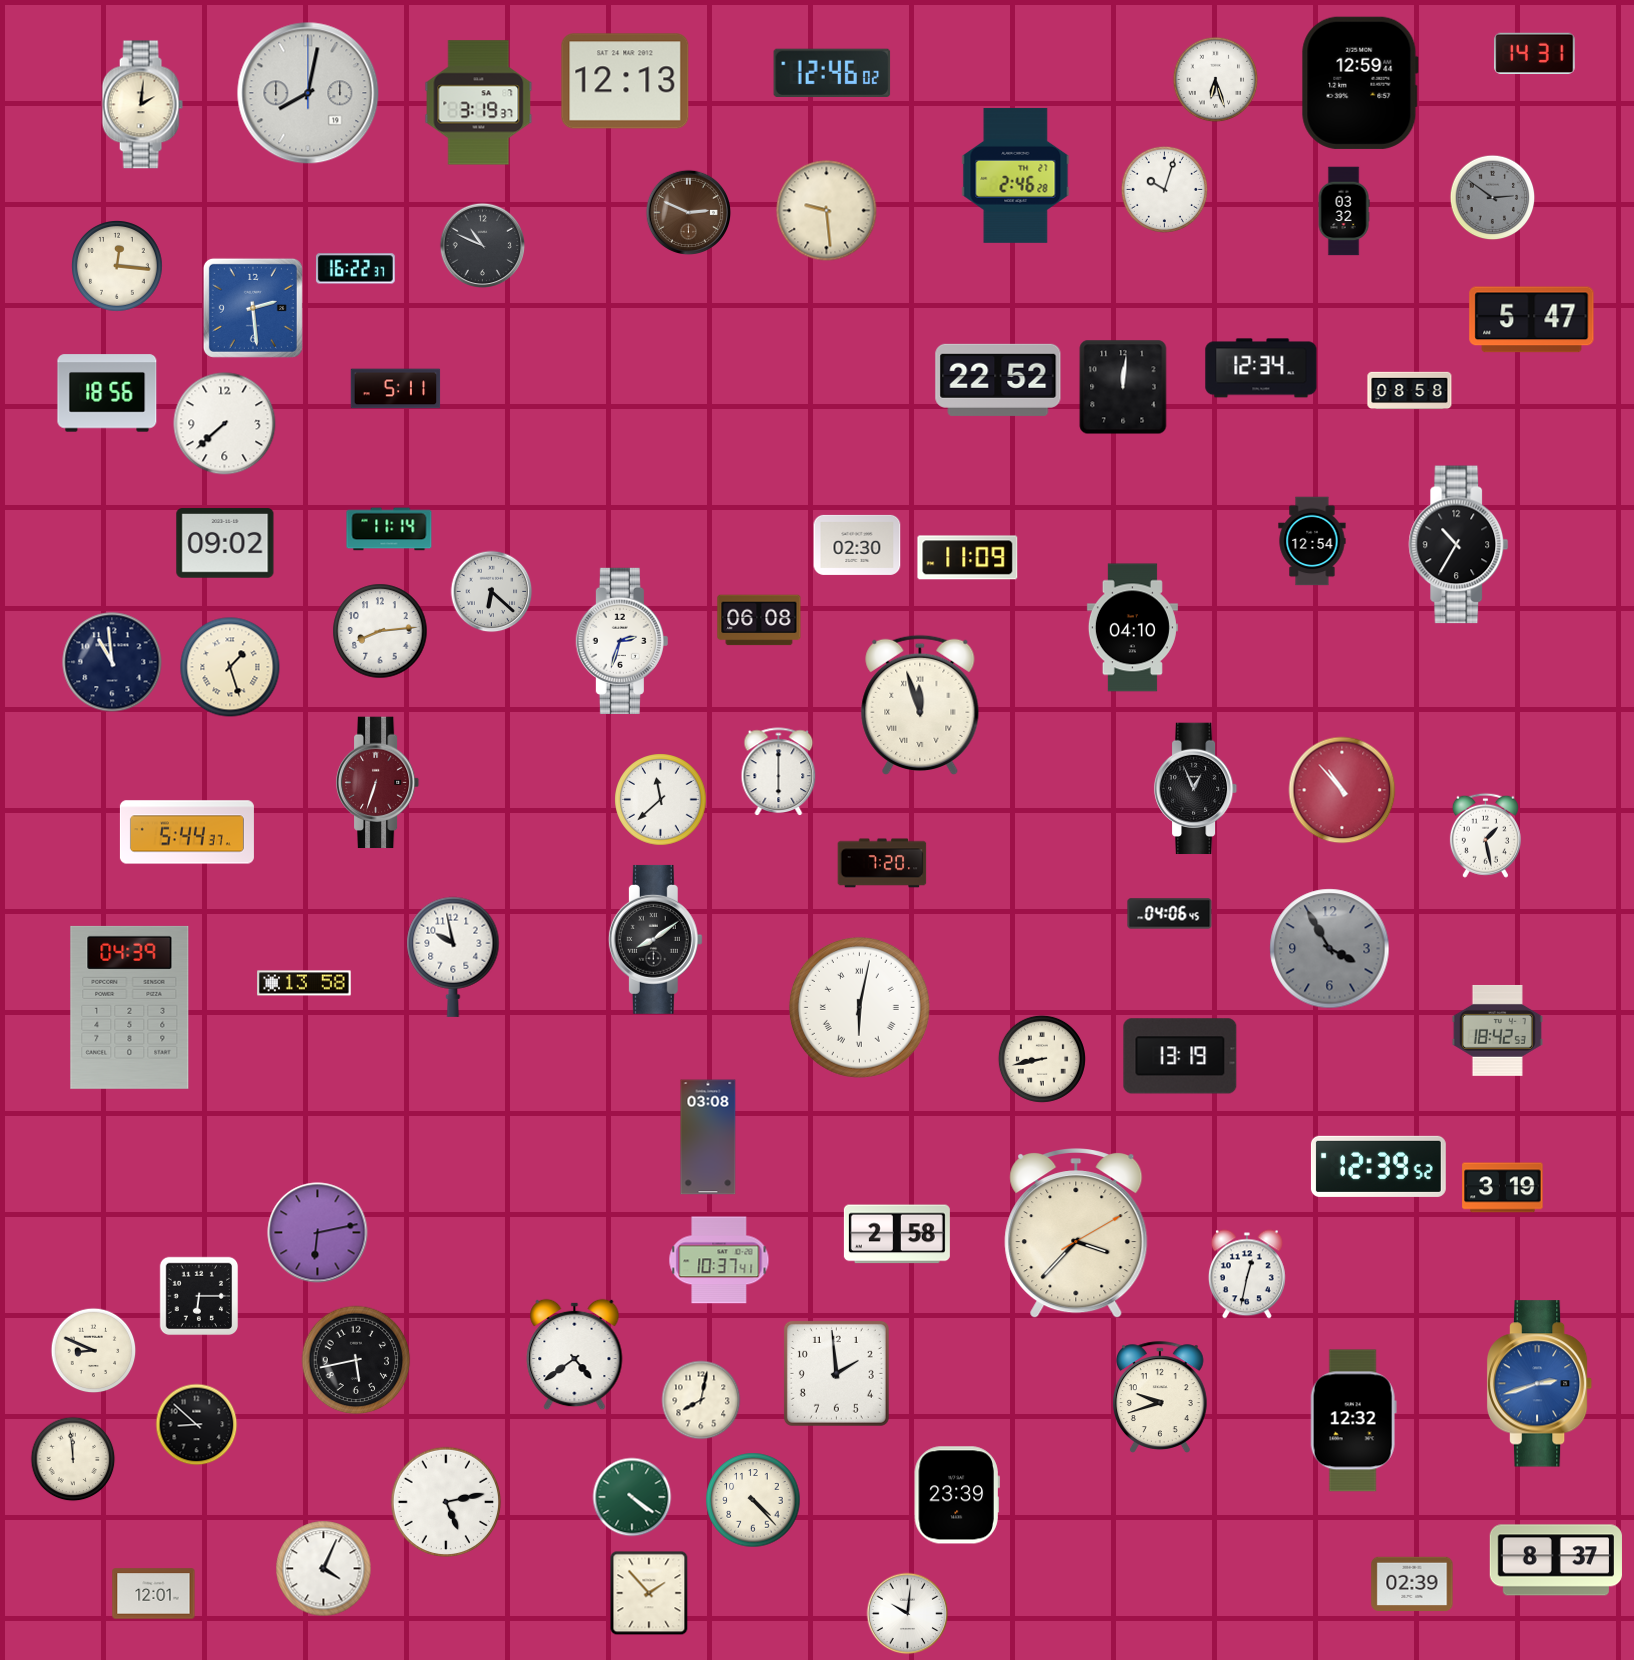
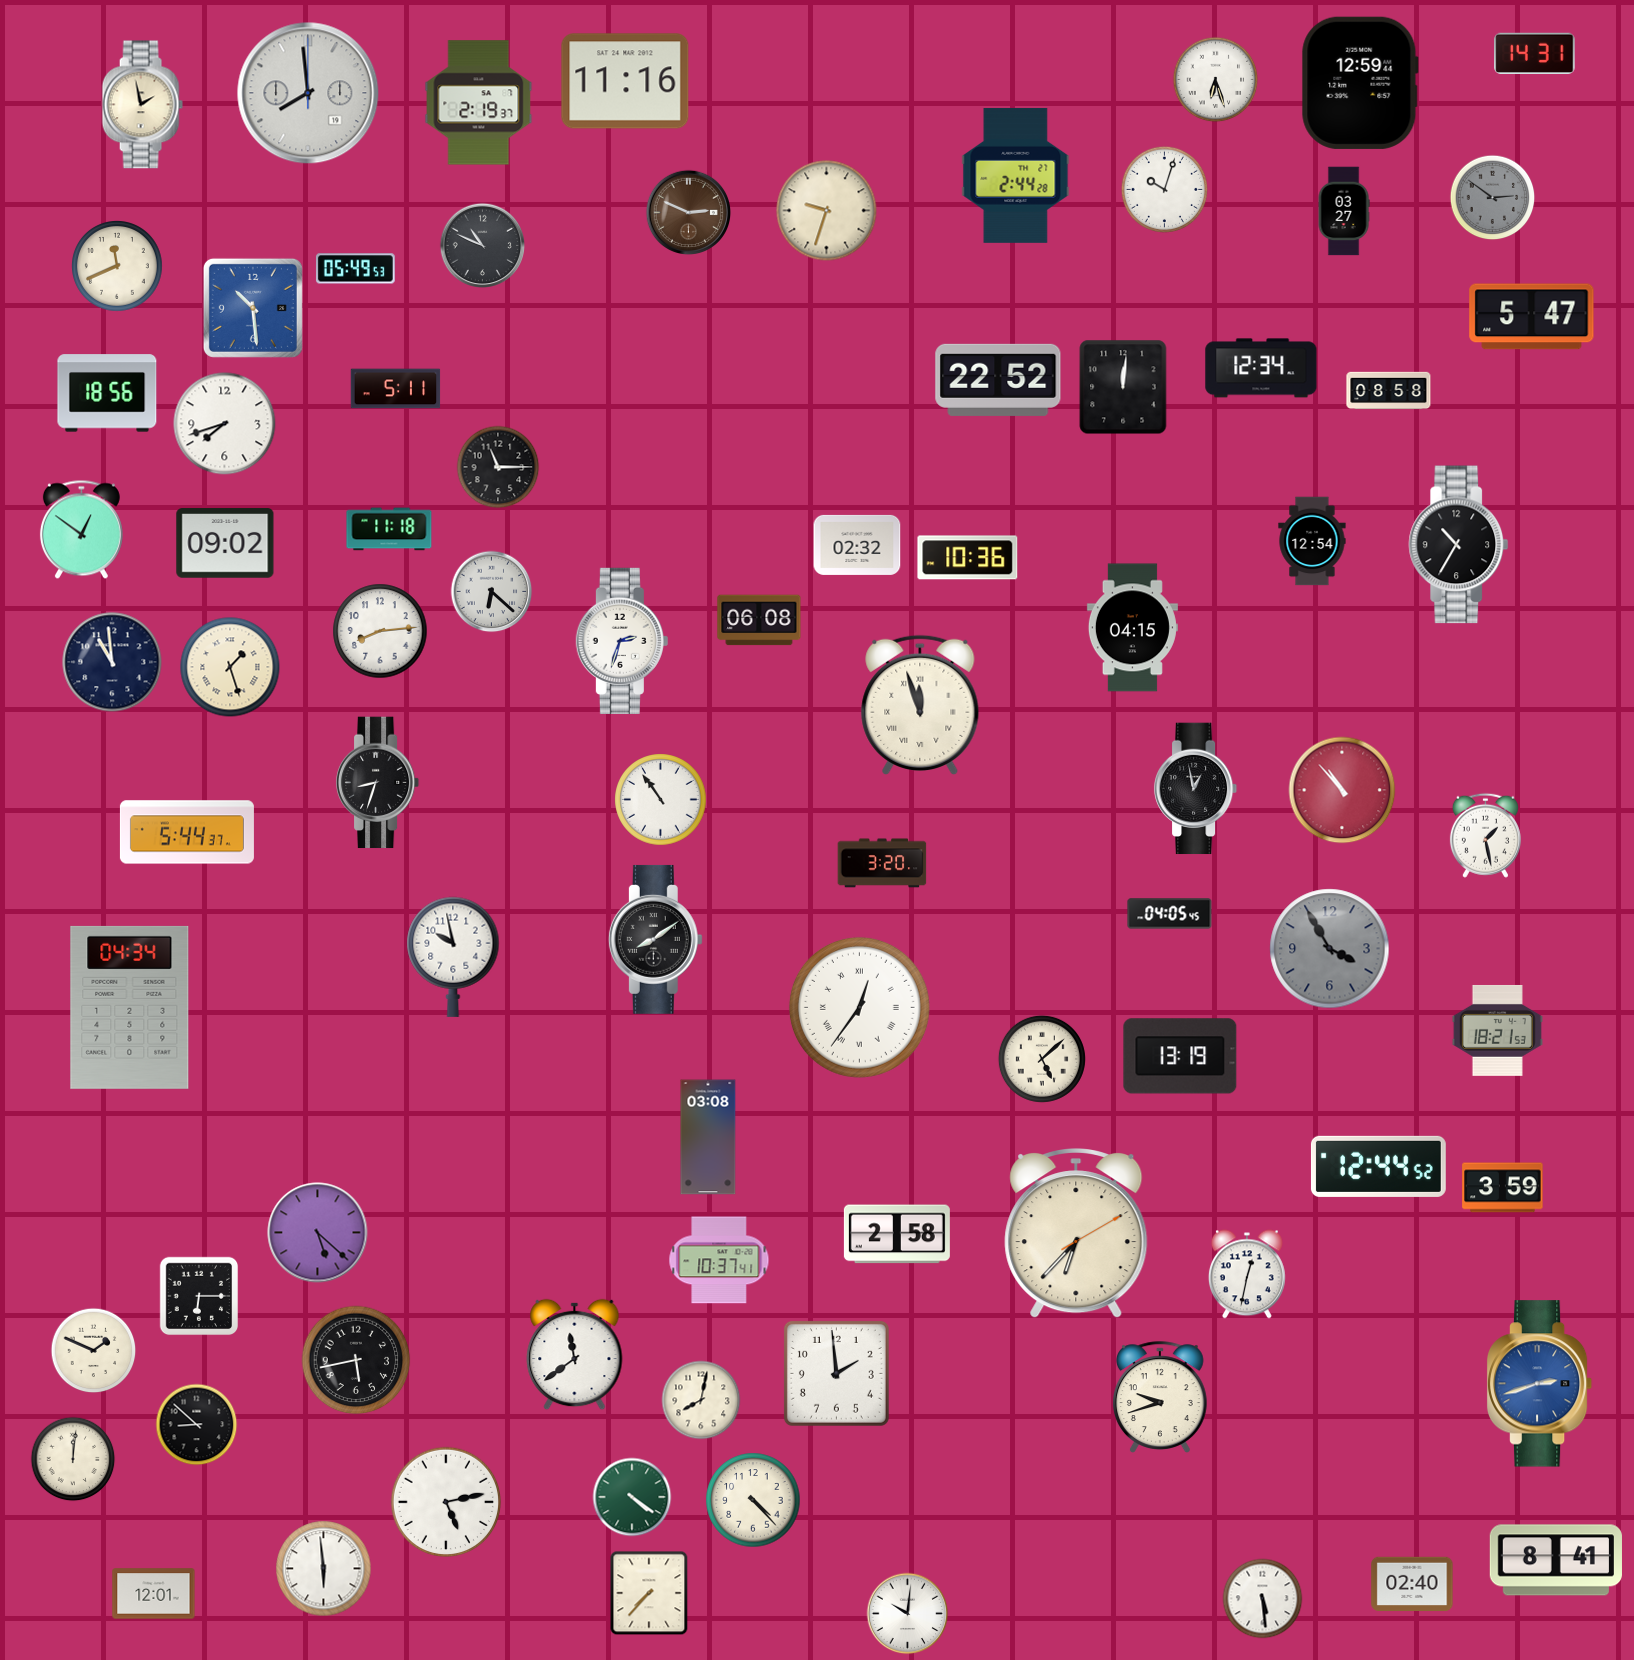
clock at (832, 73): 12:46 -> none
clock at (625, 81): 12:13 -> 11:16
clock at (308, 93): 8:02 -> 7:59
clock at (479, 103): 3:19 -> 2:19
clock at (142, 105): 2:01 -> 1:58
clock at (1016, 175): 2:46 -> 2:44
clock at (827, 211): 9:29 -> 9:33
clock at (1344, 211): 03:32 -> 03:27
clock at (118, 267): 12:16 -> 11:41
clock at (355, 269): 16:22 -> 05:49
clock at (253, 308): 2:29 -> 10:29
clock at (1532, 320) position: (1532, 320) -> (1532, 317)
clock at (1410, 391) position: (1410, 391) -> (1389, 391)
clock at (225, 424): 7:38 -> 7:42
clock at (498, 467): none -> 11:15
clock at (389, 529): 11:14 -> 11:18
clock at (81, 530): none -> 12:51
clock at (857, 545): 02:30 -> 02:32
clock at (968, 558): 11:09 -> 10:36
clock at (1132, 628): 04:10 -> 04:15
clock at (779, 771): 6:00 -> none
clock at (378, 783): 6:33 -> 8:33
clock at (378, 783) dial: burgundy -> black
clock at (1196, 789): 12:56 -> 12:58
clock at (661, 800): 11:38 -> 10:54
clock at (882, 863): 7:20 -> 3:20
clock at (1170, 914): 04:06 -> 04:05
clock at (304, 983): 13:58 -> none
clock at (130, 1007): 04:39 -> 04:34
clock at (859, 1007): 6:02 -> 12:36
clock at (1497, 1030): 18:42 -> 18:21
clock at (1042, 1059): 8:43 -> 5:08
clock at (1378, 1166): 12:39 -> 12:44
clock at (1503, 1188): 3:19 -> 3:59
clock at (318, 1233): 6:13 -> 5:22
clock at (1076, 1234): 3:37 -> 6:37
clock at (94, 1351): 8:49 -> 1:49
clock at (575, 1355): 4:39 -> 11:39
clock at (1353, 1421): 12:32 -> none
clock at (73, 1459): 11:59 -> 12:01
clock at (957, 1495): 23:39 -> none
clock at (1555, 1560): 8:37 -> 8:41
clock at (324, 1569): 4:04 -> 5:59
clock at (1412, 1584): 02:39 -> 02:40
clock at (649, 1593): 1:53 -> 7:37
clock at (1263, 1599): none -> 5:29
